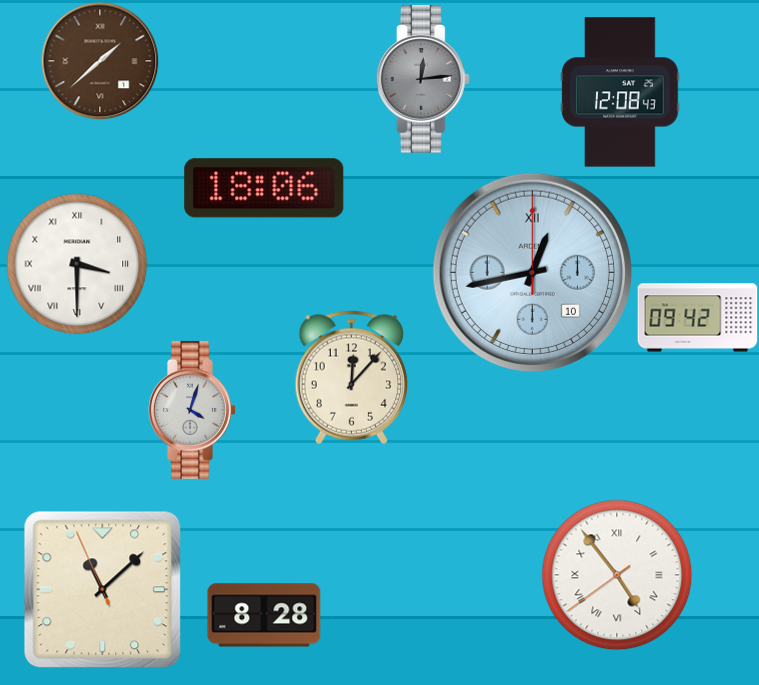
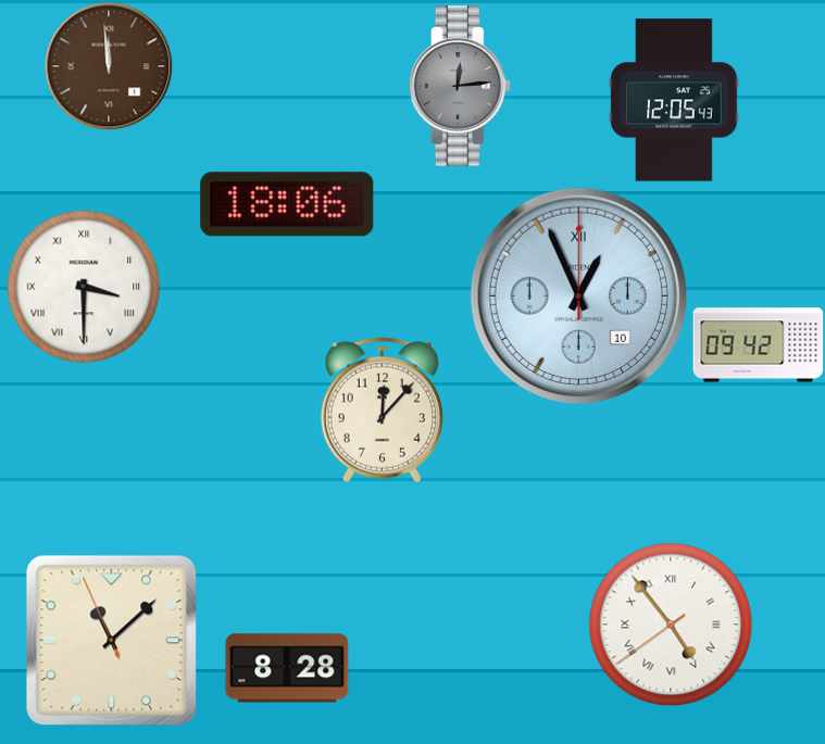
clock at (100, 61): 1:38 -> 11:59
clock at (620, 92): 12:08 -> 12:05
clock at (532, 272): 12:43 -> 12:56
clock at (192, 410): 4:03 -> none
